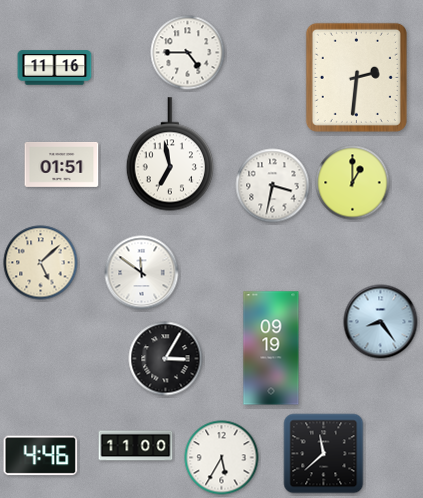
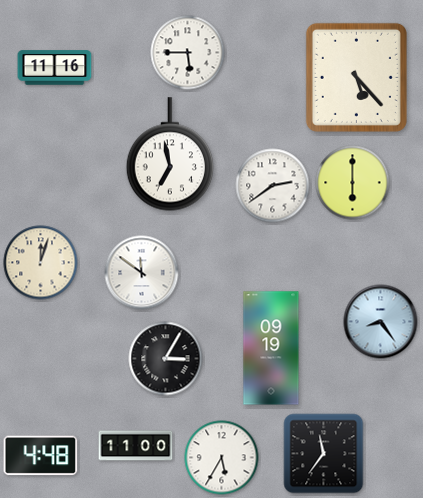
clock at (188, 53): 4:45 -> 5:45
clock at (356, 77): 2:31 -> 5:23
clock at (62, 164): 01:51 -> none
clock at (353, 183): 1:00 -> 6:00
clock at (273, 186): 3:32 -> 2:39
clock at (41, 263): 5:08 -> 12:03
clock at (324, 454): 11:38 -> 11:36
clock at (41, 456): 4:46 -> 4:48
